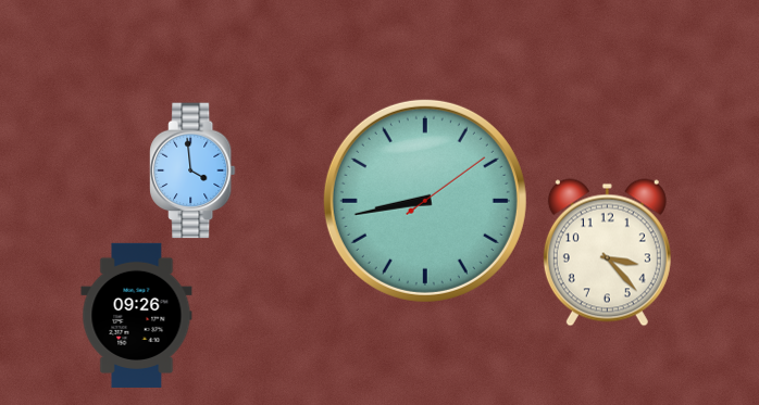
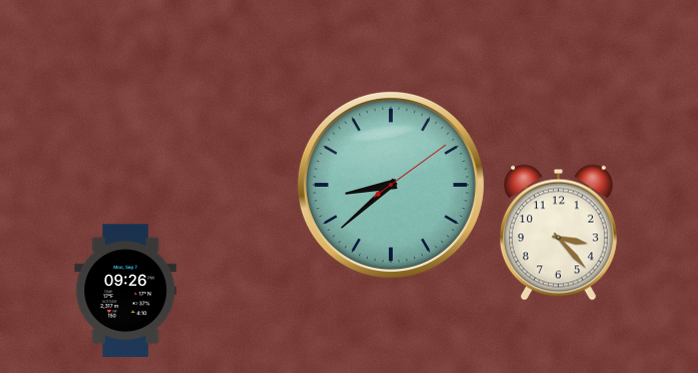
clock at (192, 170): 3:59 -> none
clock at (425, 201): 8:43 -> 8:38
